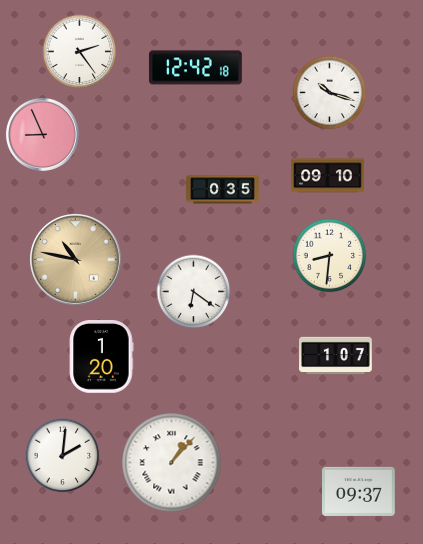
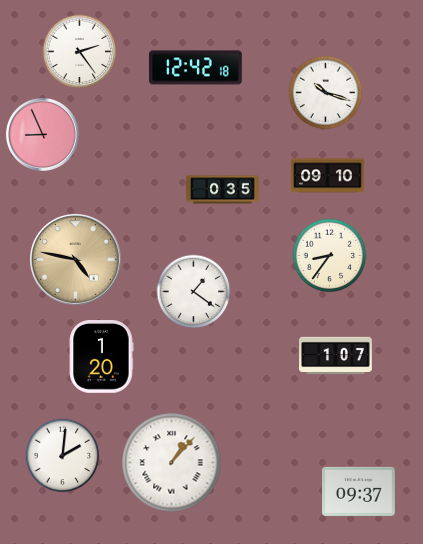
clock at (330, 93) position: (330, 93) -> (326, 93)
clock at (330, 256): 8:31 -> 8:36
clock at (76, 260): 10:47 -> 4:47
clock at (194, 292): 6:21 -> 1:21
